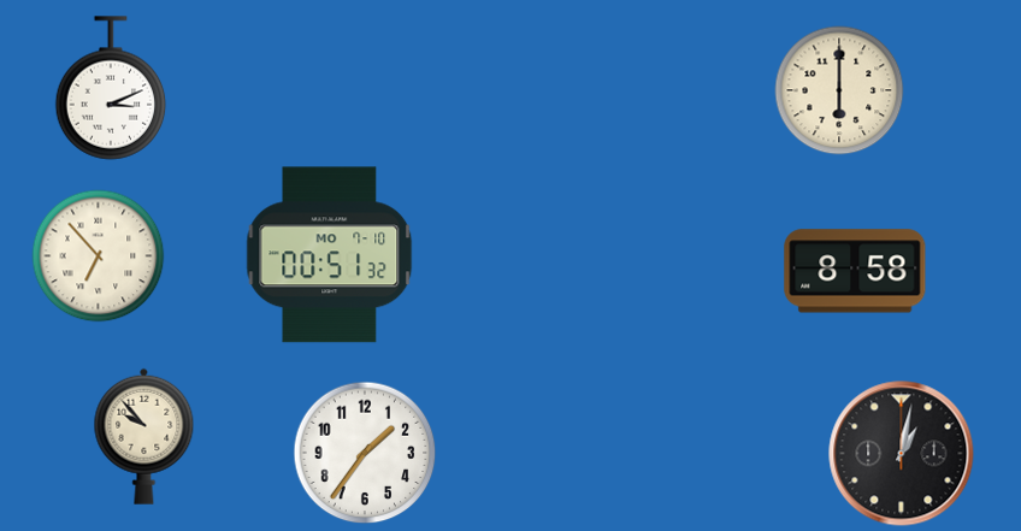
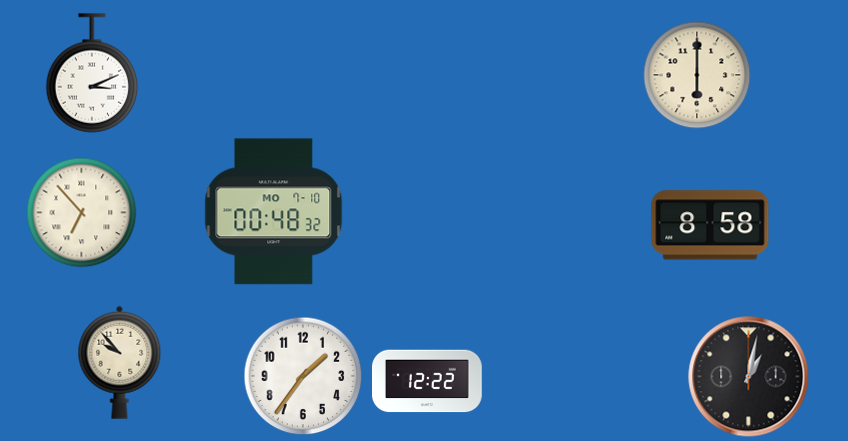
clock at (330, 255): 00:51 -> 00:48
clock at (428, 381): none -> 12:22
